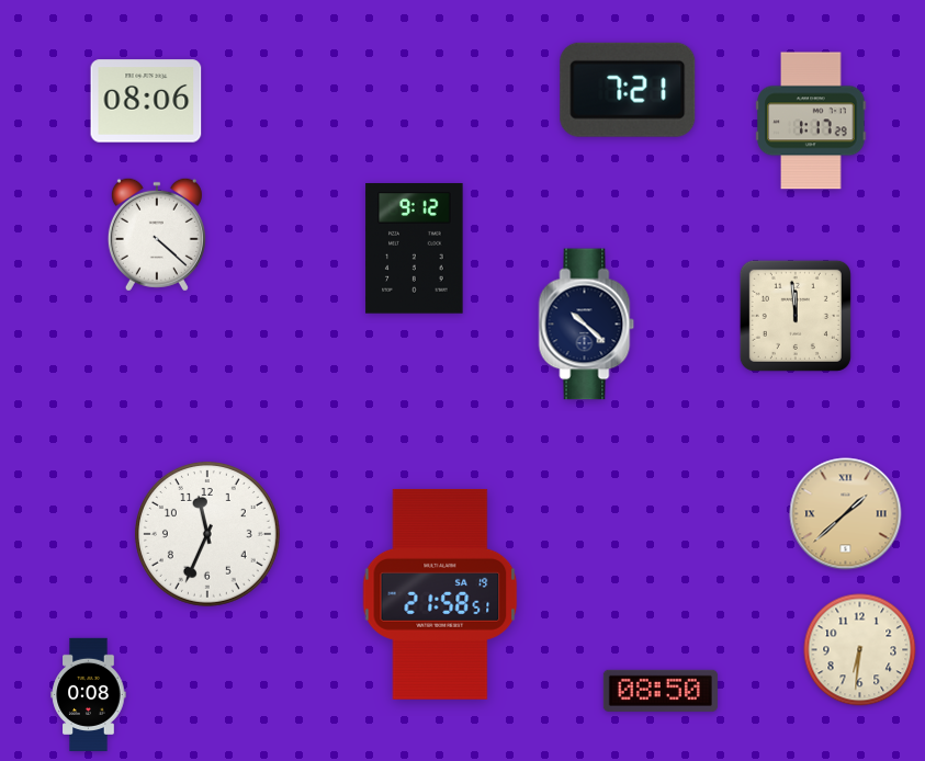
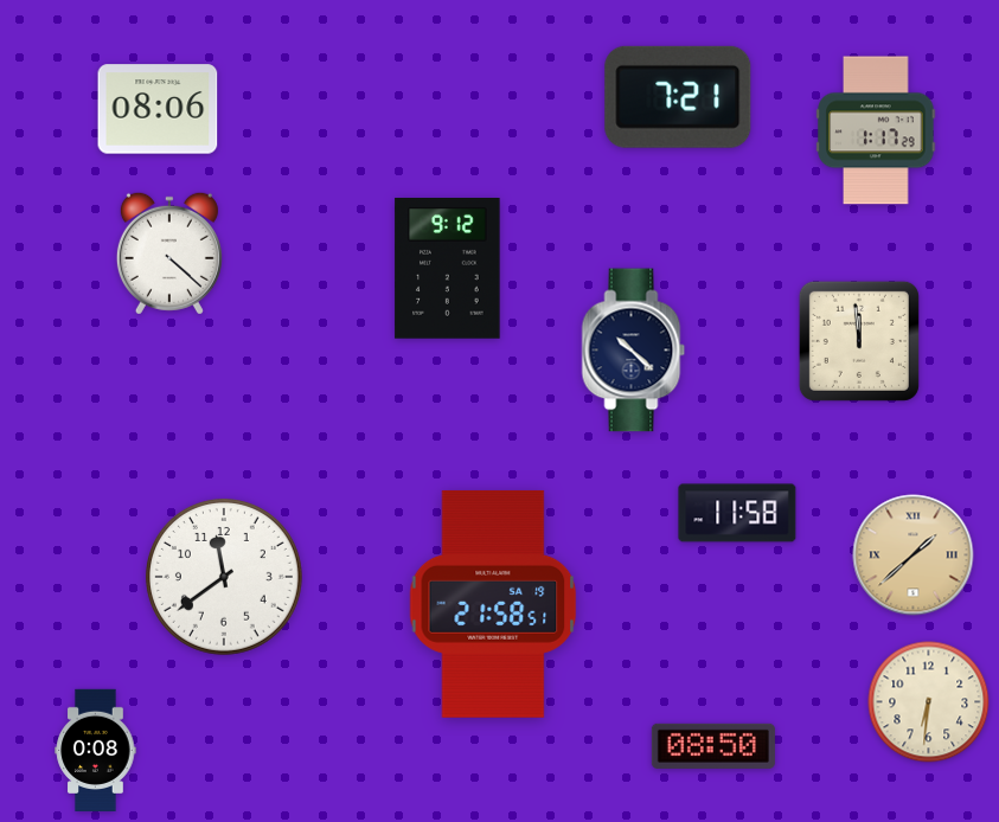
clock at (737, 513): none -> 11:58
clock at (207, 534): 11:34 -> 11:39
clock at (440, 594) position: (440, 594) -> (493, 604)
